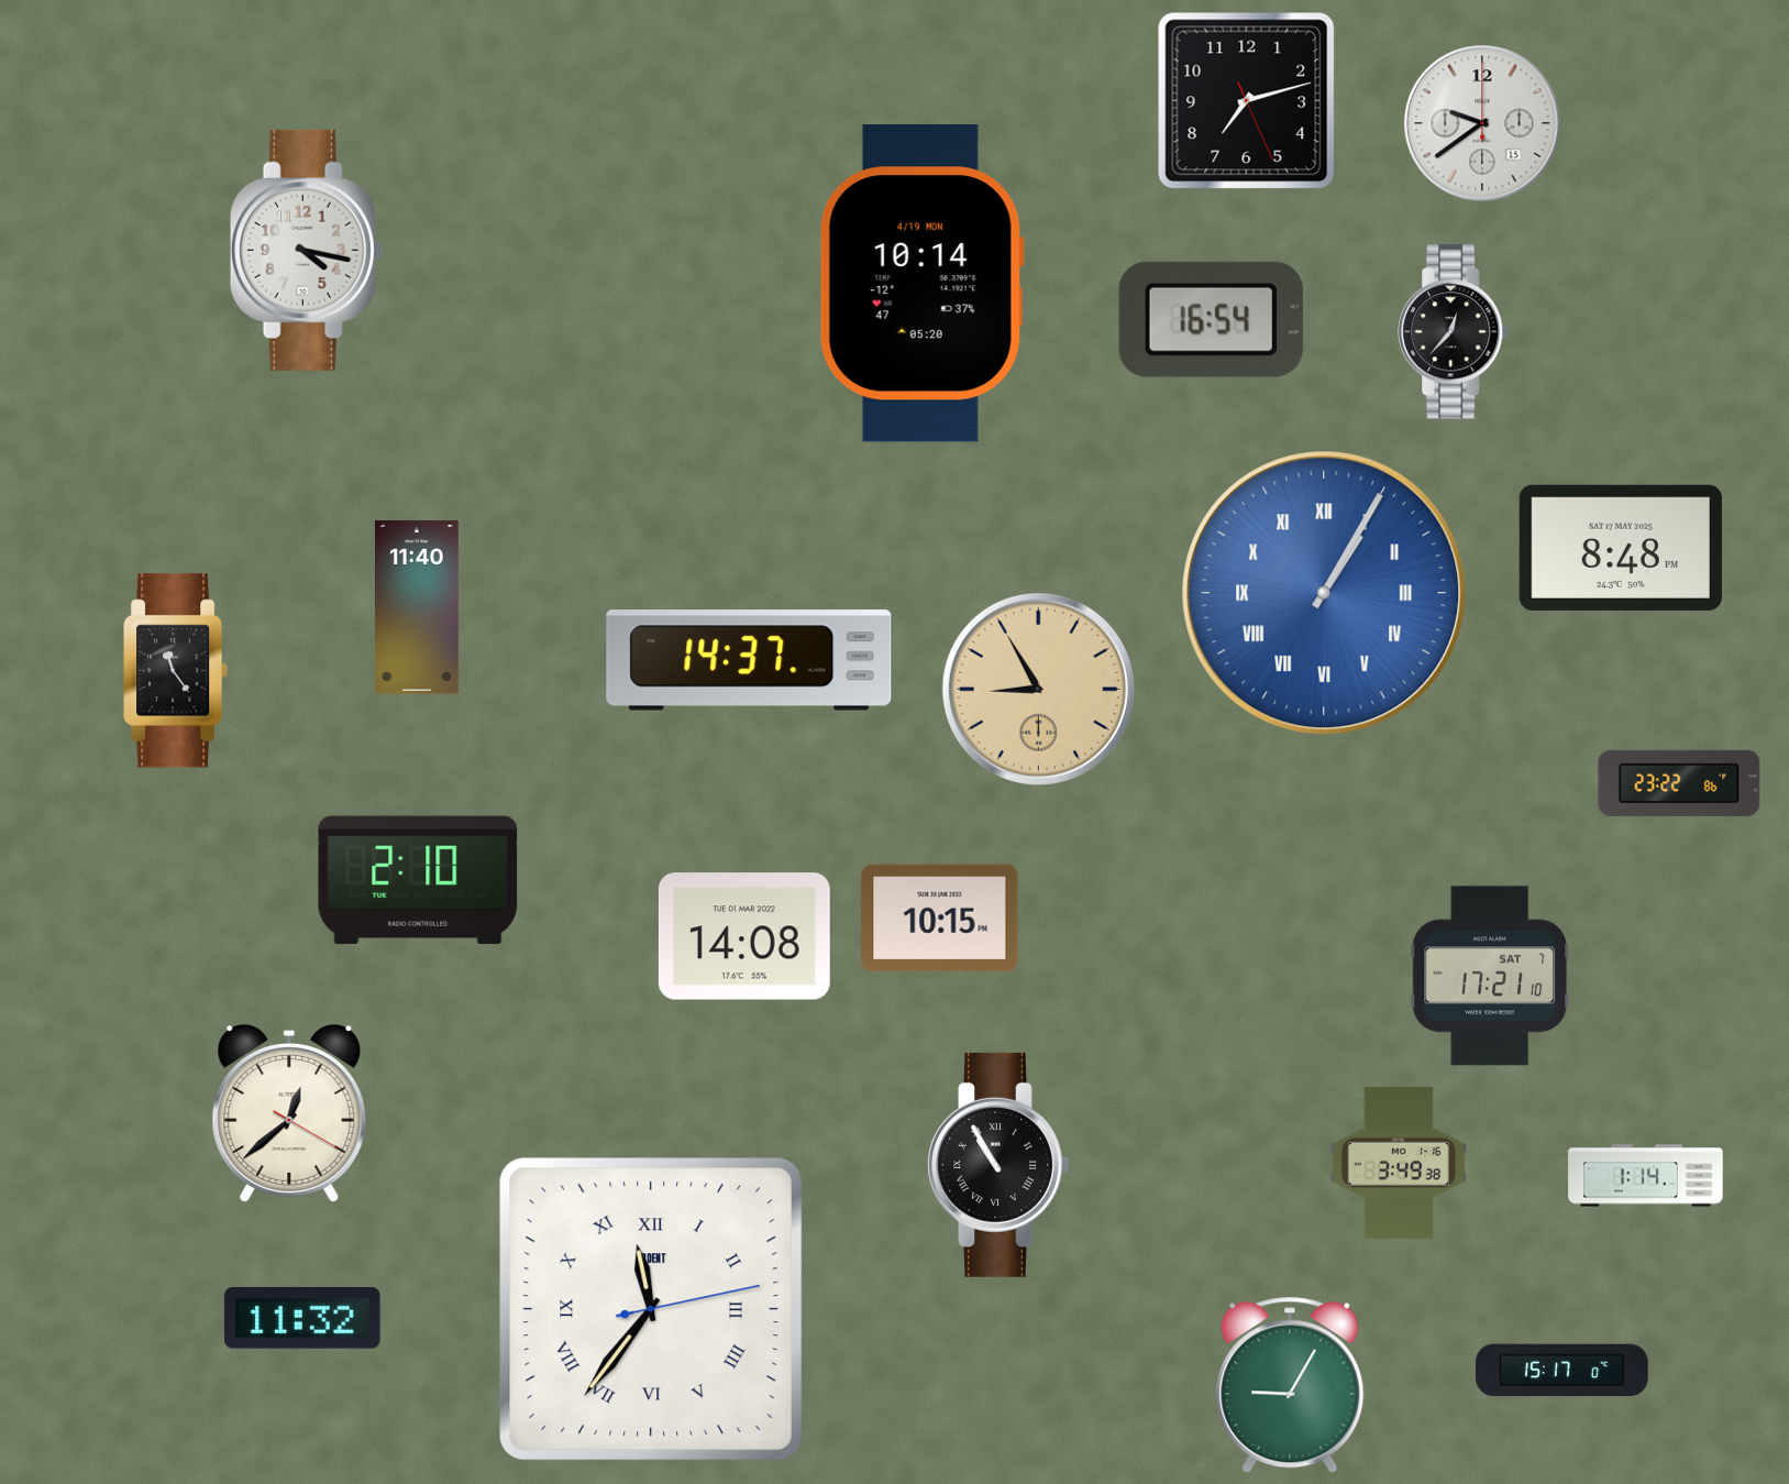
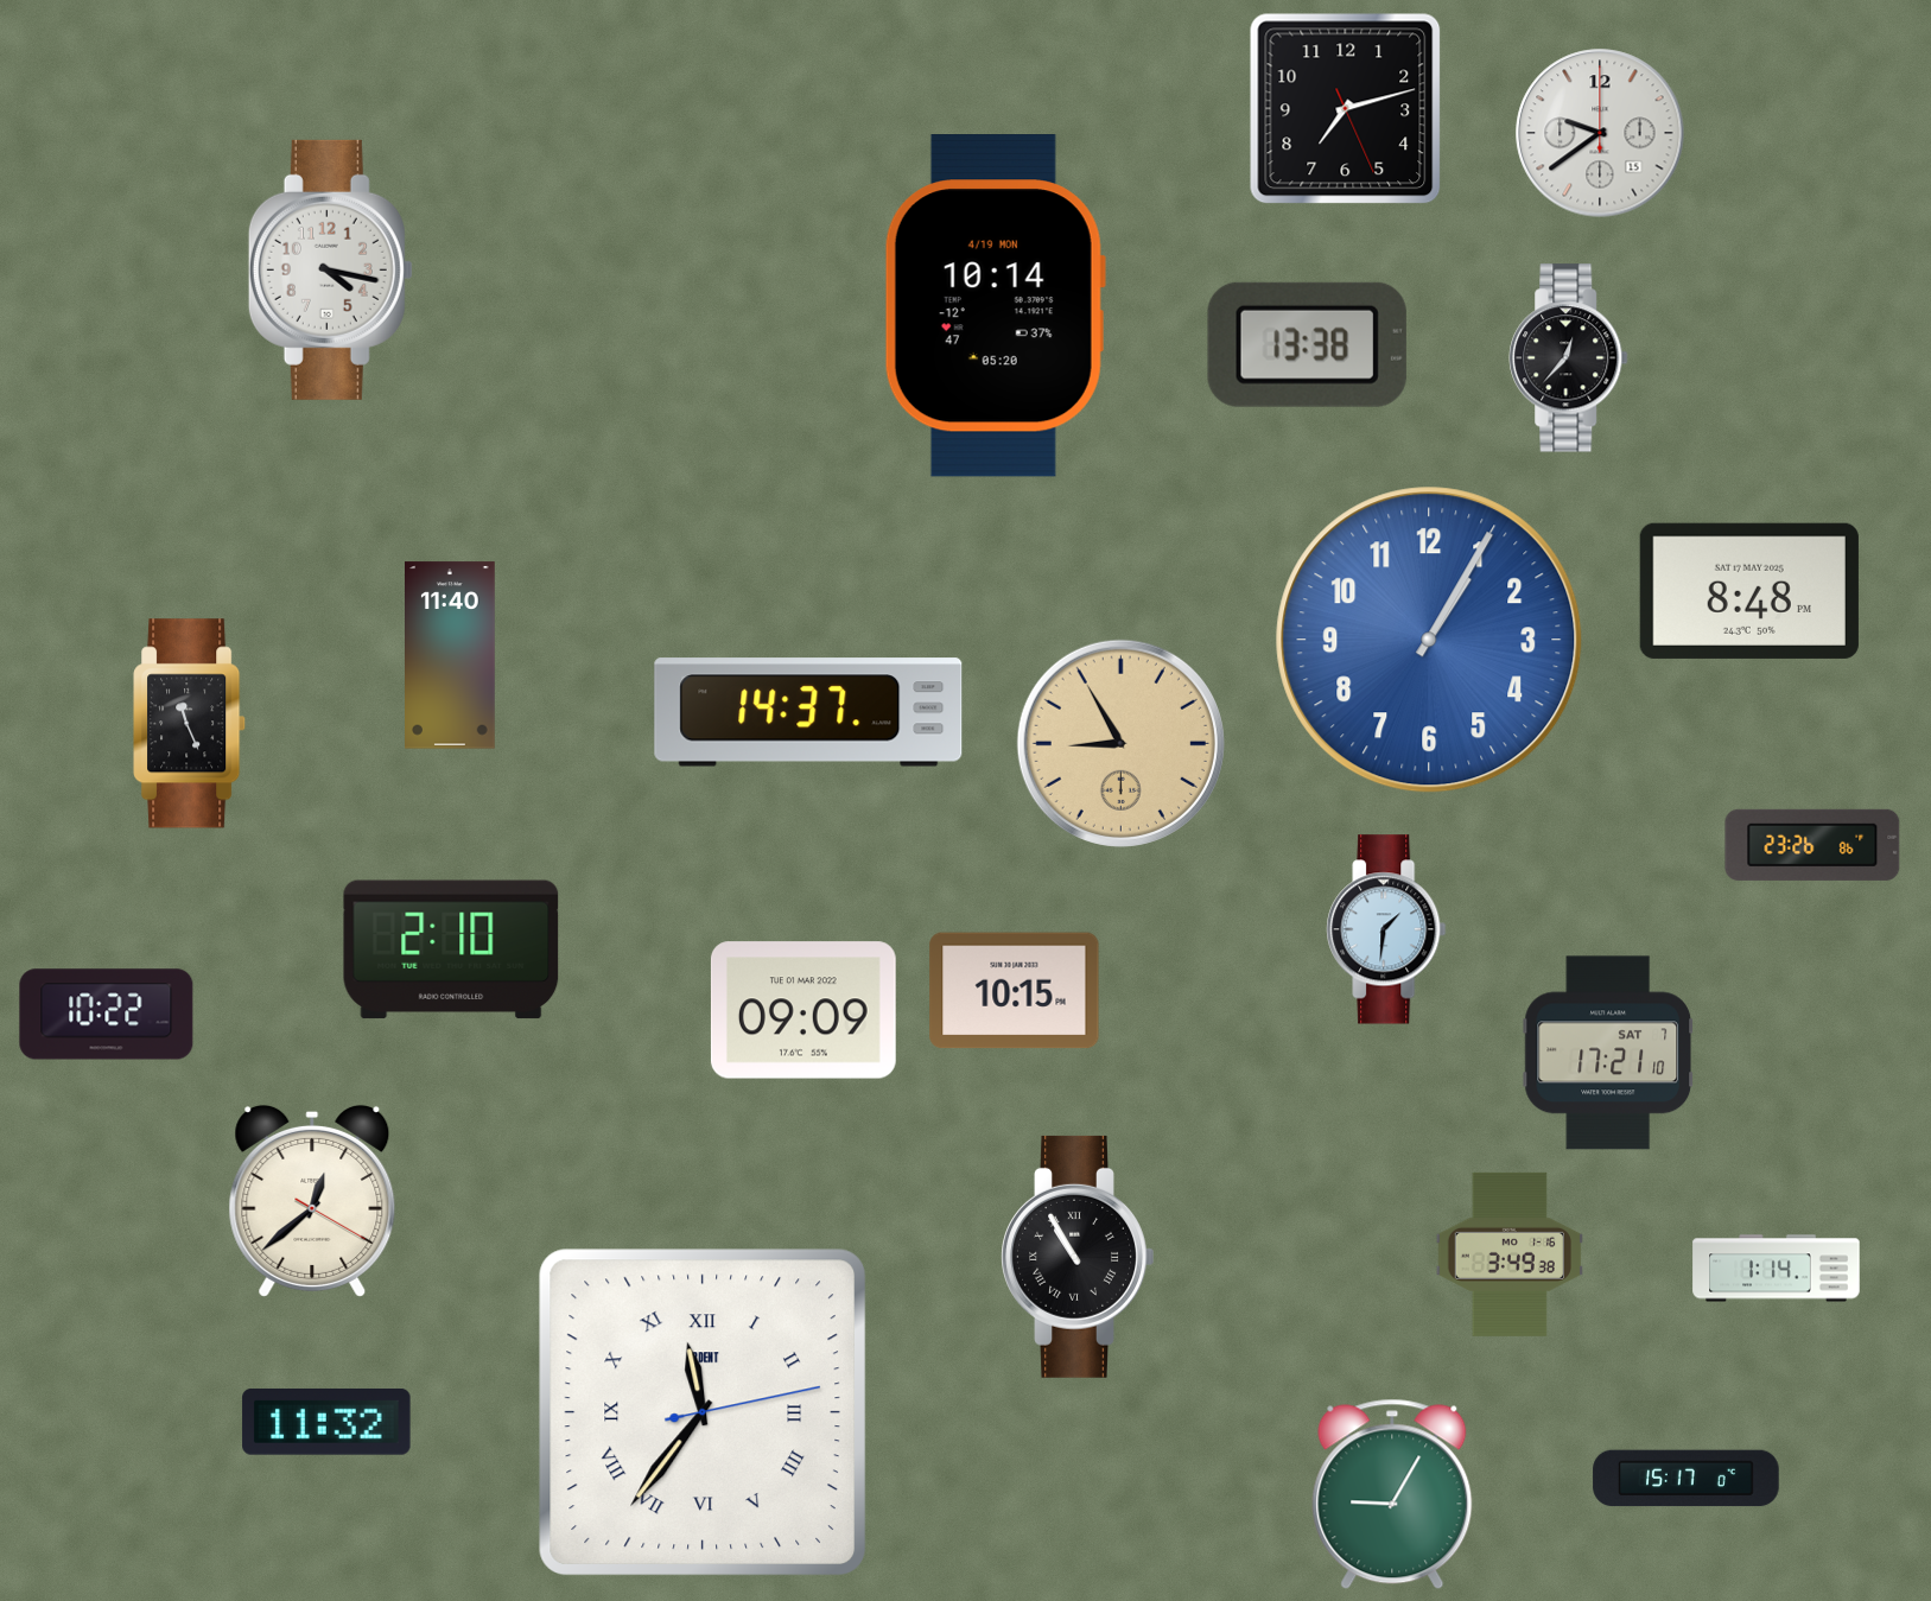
clock at (1211, 319): 16:54 -> 13:38
clock at (1324, 593) numerals: Roman -> Arabic
clock at (176, 671): 11:24 -> 11:26
clock at (1679, 783): 23:22 -> 23:26
clock at (1386, 929): none -> 1:31
clock at (744, 936): 14:08 -> 09:09
clock at (107, 1015): none -> 10:22
